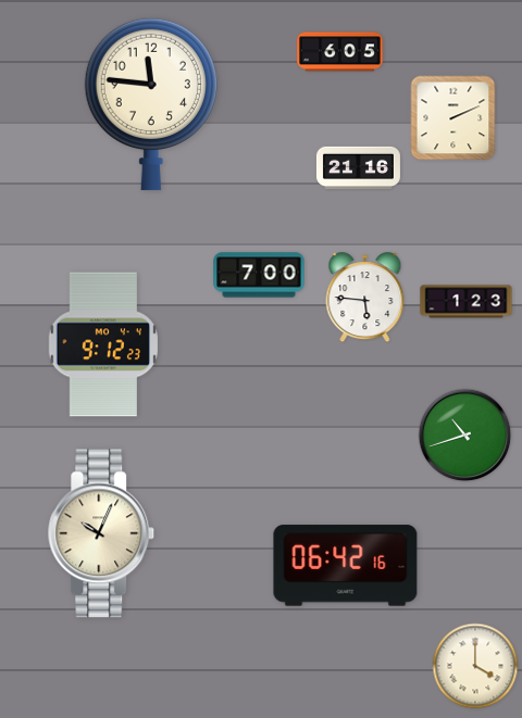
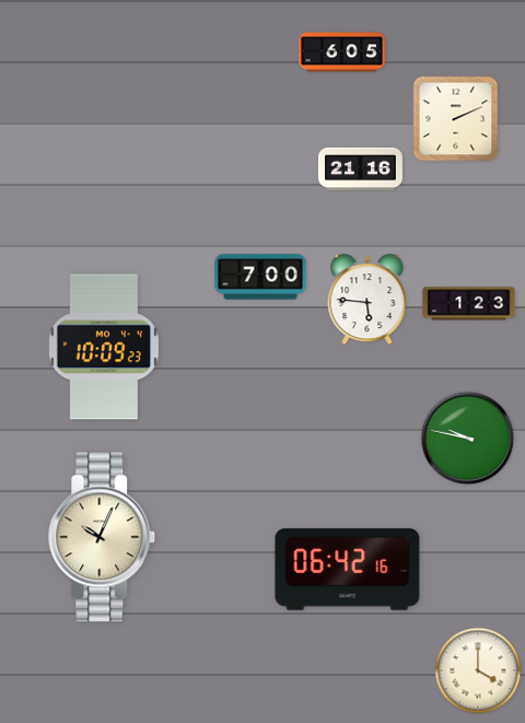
clock at (151, 104): 11:46 -> none
clock at (103, 344): 9:12 -> 10:09
clock at (465, 436): 10:42 -> 9:47
